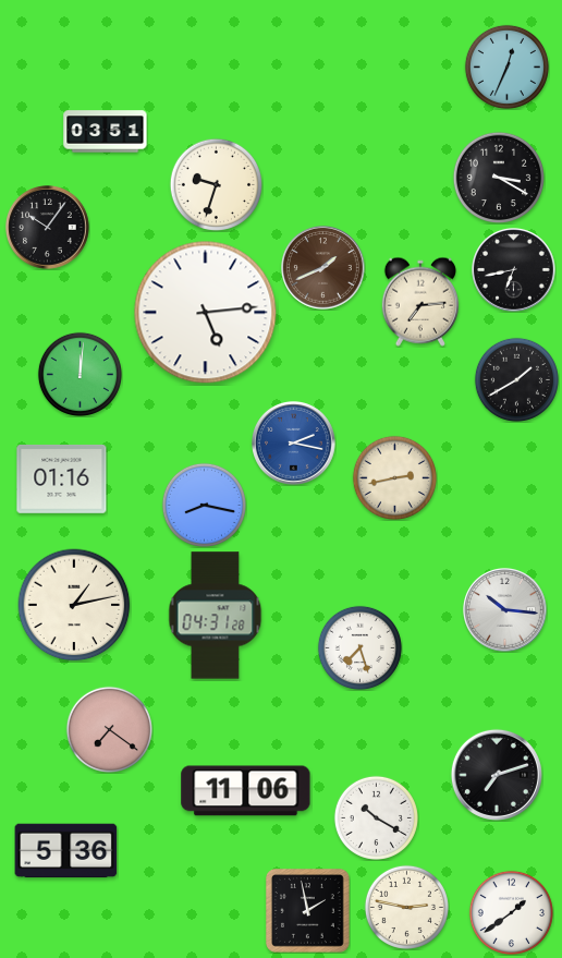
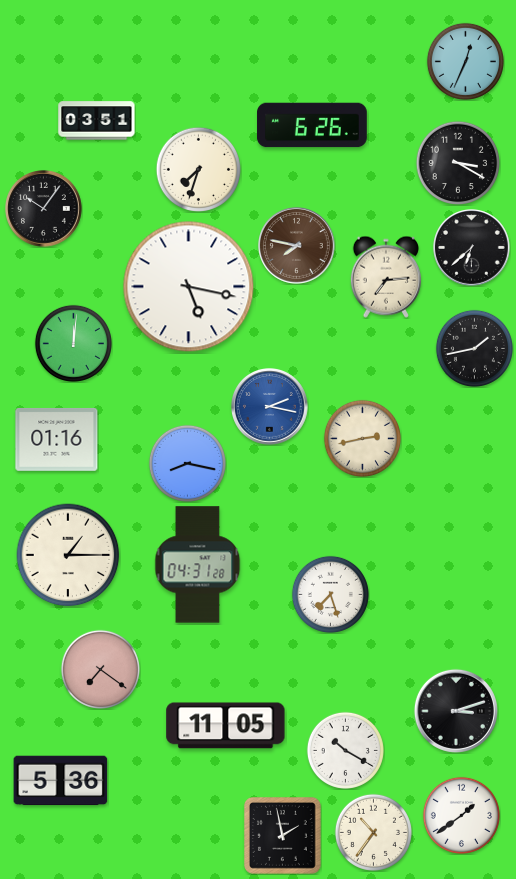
clock at (312, 125): none -> 6:26
clock at (216, 184): 9:33 -> 7:33
clock at (323, 268): 1:41 -> 7:47
clock at (514, 270): 6:43 -> 6:38
clock at (206, 313): 5:14 -> 5:17
clock at (516, 379): 1:40 -> 1:43
clock at (74, 605): 1:13 -> 1:15
clock at (505, 610): 10:16 -> none
clock at (497, 775): 7:12 -> 3:12
clock at (246, 791): 11:06 -> 11:05
clock at (406, 907): 2:47 -> 10:36
clock at (511, 912) position: (511, 912) -> (461, 815)
